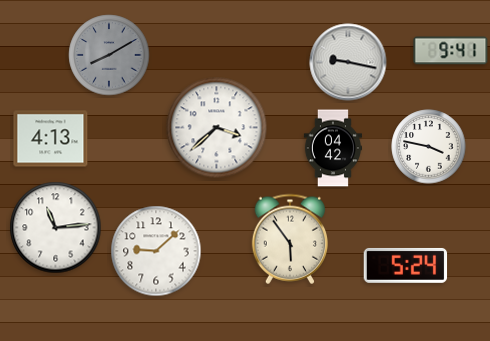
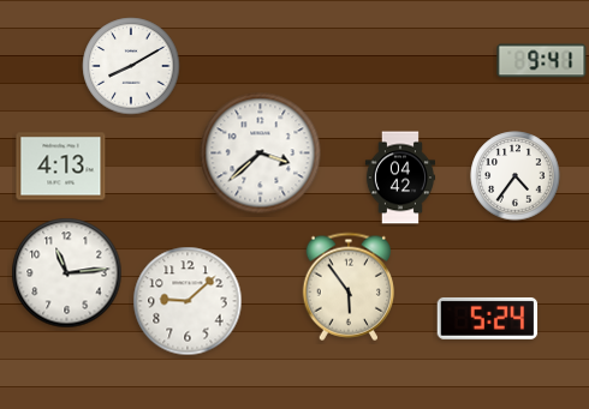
clock at (109, 55) dial: grey -> white
clock at (348, 62): 9:17 -> none
clock at (429, 147): 3:47 -> 4:36
